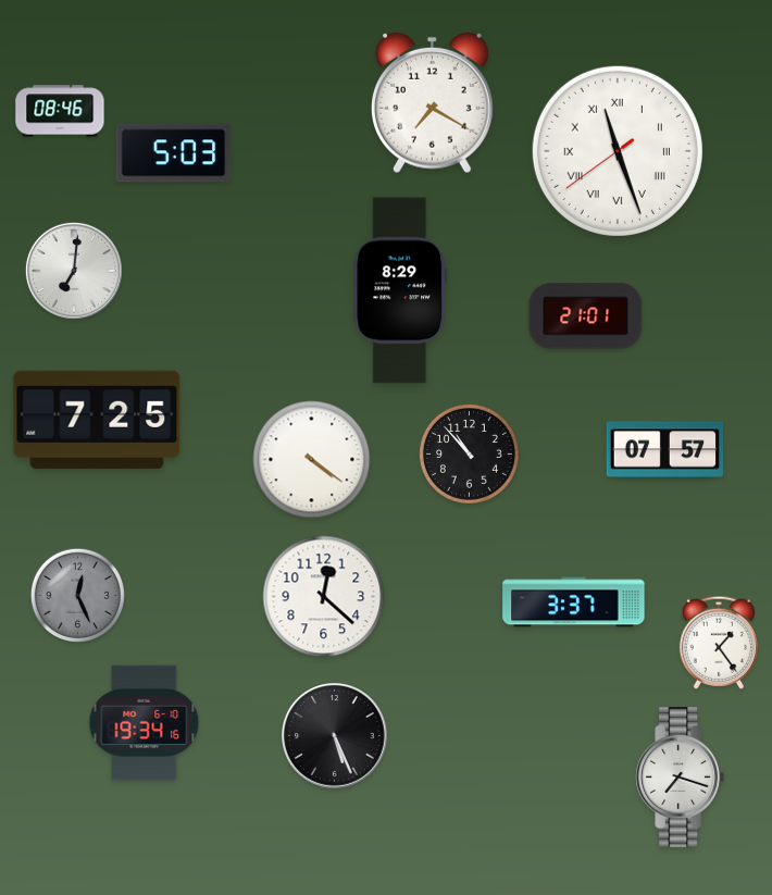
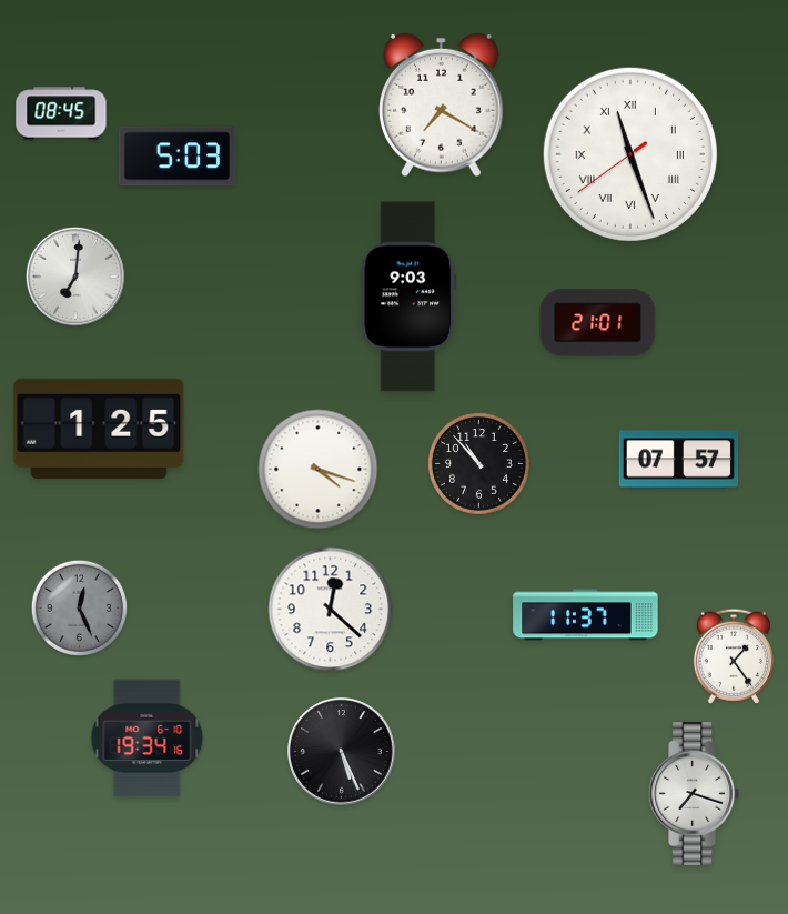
clock at (60, 111): 08:46 -> 08:45
clock at (400, 290): 8:29 -> 9:03
clock at (97, 420): 7:25 -> 1:25
clock at (312, 460): 4:21 -> 4:18
clock at (574, 602): 3:37 -> 11:37
